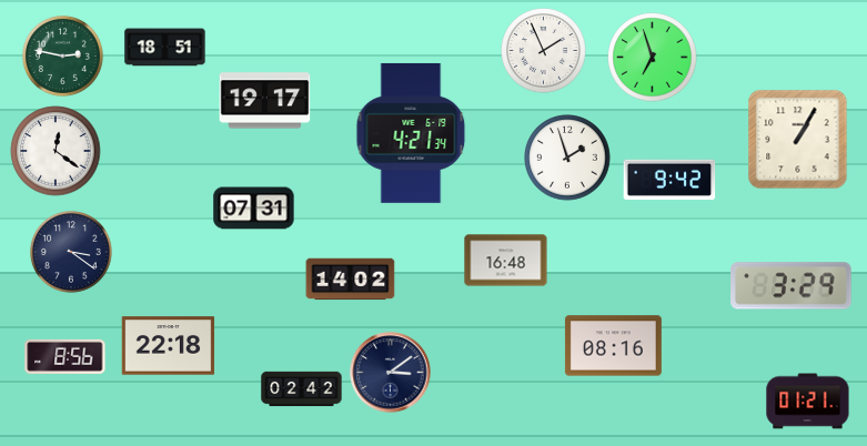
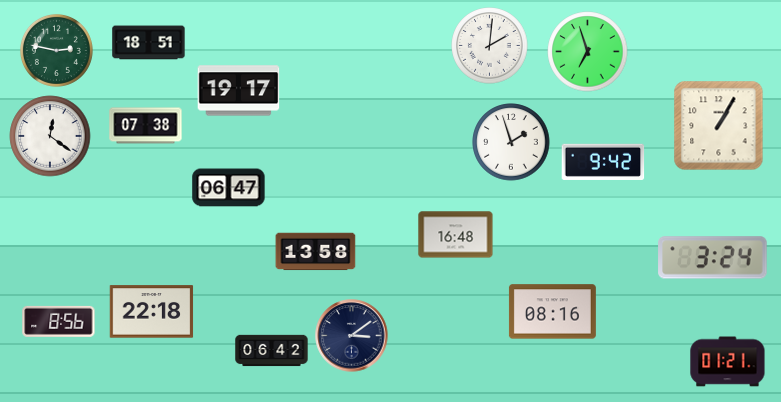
clock at (544, 51): 1:56 -> 2:01
clock at (411, 133): 4:21 -> none
clock at (146, 126): none -> 07:38
clock at (254, 209): 07:31 -> 06:47
clock at (71, 252): 3:21 -> none
clock at (351, 280): 14:02 -> 13:58
clock at (792, 286): 3:29 -> 3:24
clock at (302, 389): 02:42 -> 06:42
